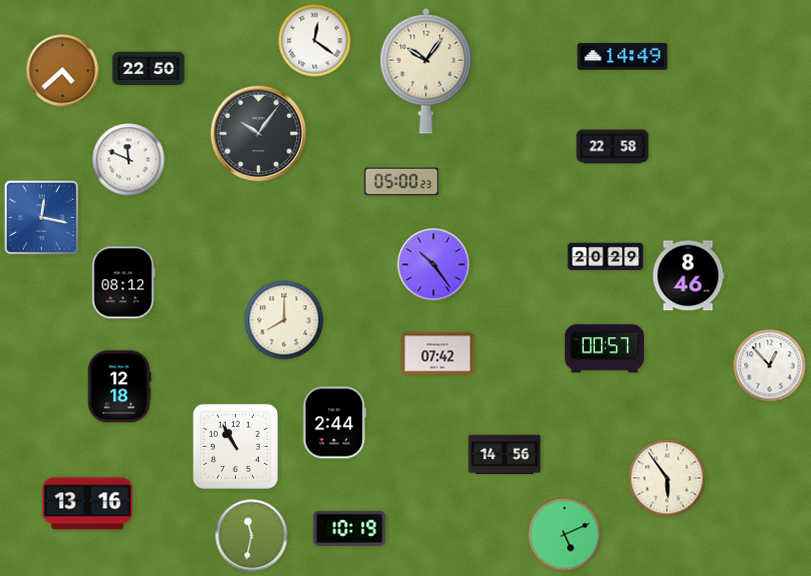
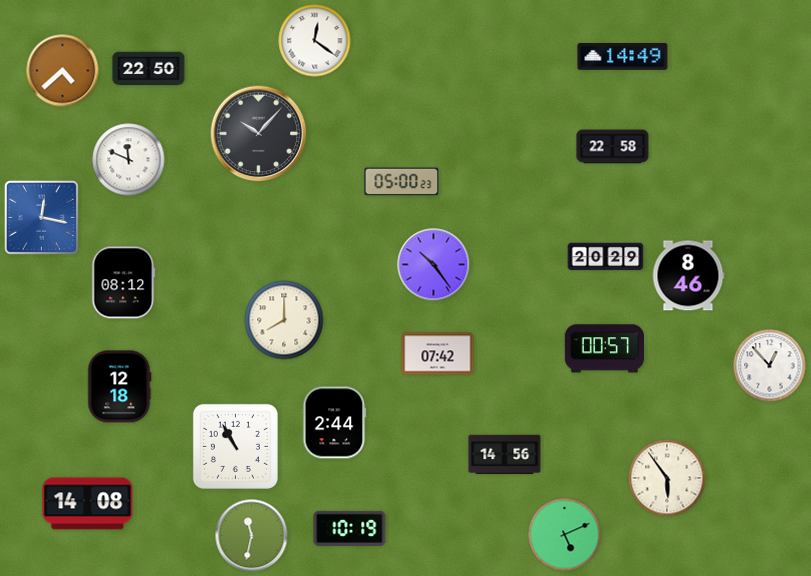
clock at (426, 71): 10:06 -> none
clock at (259, 134): 10:06 -> 10:07
clock at (88, 504): 13:16 -> 14:08
